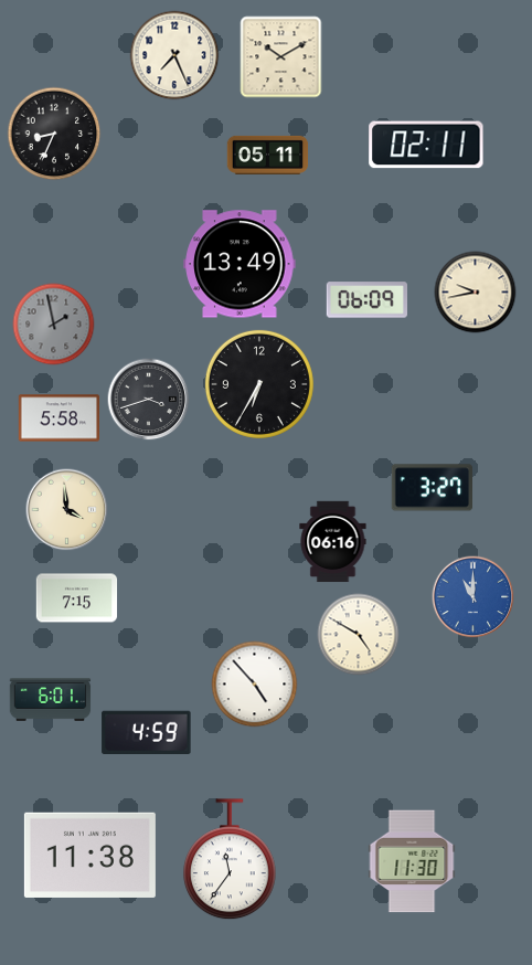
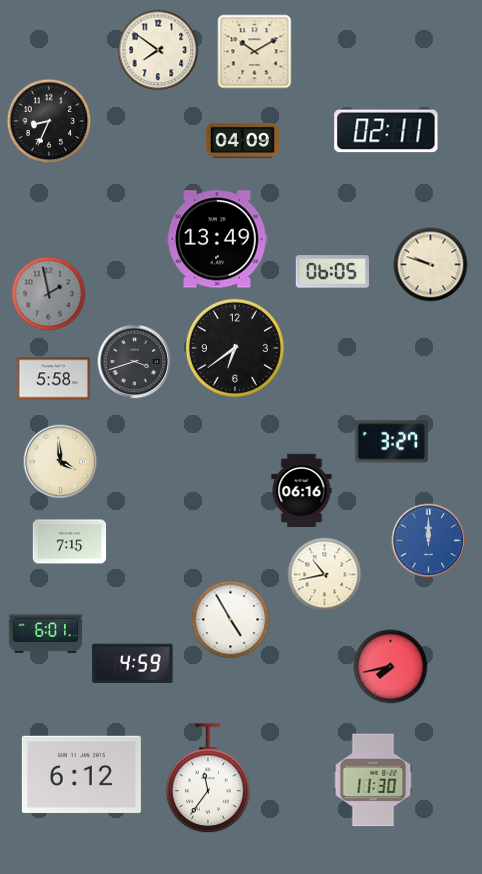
clock at (174, 55): 7:26 -> 7:51
clock at (268, 155): 05:11 -> 04:09
clock at (476, 293): 9:43 -> 9:48
clock at (366, 300): 06:09 -> 06:05
clock at (259, 384): 6:35 -> 6:39
clock at (474, 597): 11:00 -> 12:00
clock at (359, 635): 4:50 -> 10:43
clock at (255, 685): 4:53 -> 4:55
clock at (391, 667): none -> 7:43
clock at (89, 855): 11:38 -> 6:12
